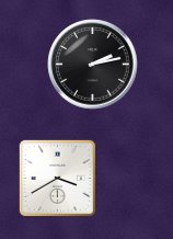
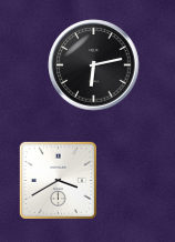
clock at (93, 65): 2:13 -> 6:13
